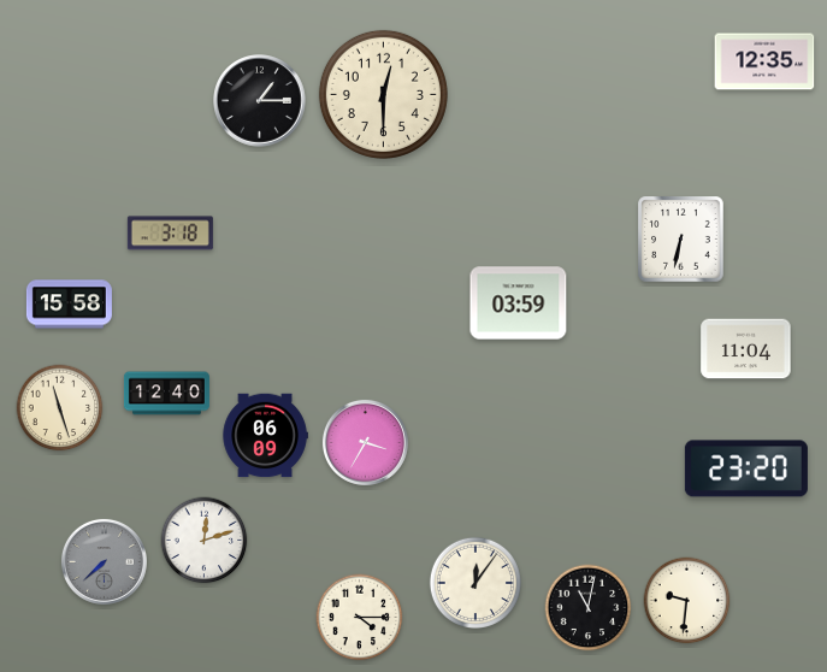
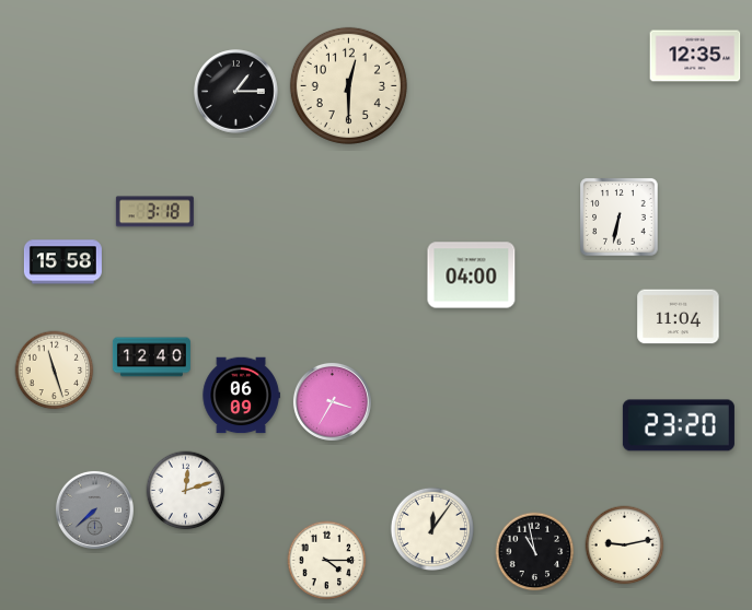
clock at (519, 303): 03:59 -> 04:00
clock at (69, 305) position: (69, 305) -> (62, 262)
clock at (687, 601): 9:31 -> 9:13
clock at (589, 608): 11:02 -> 10:58
